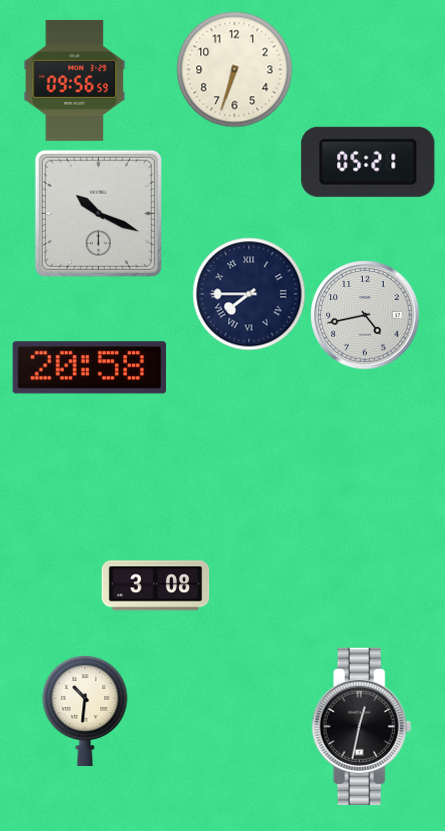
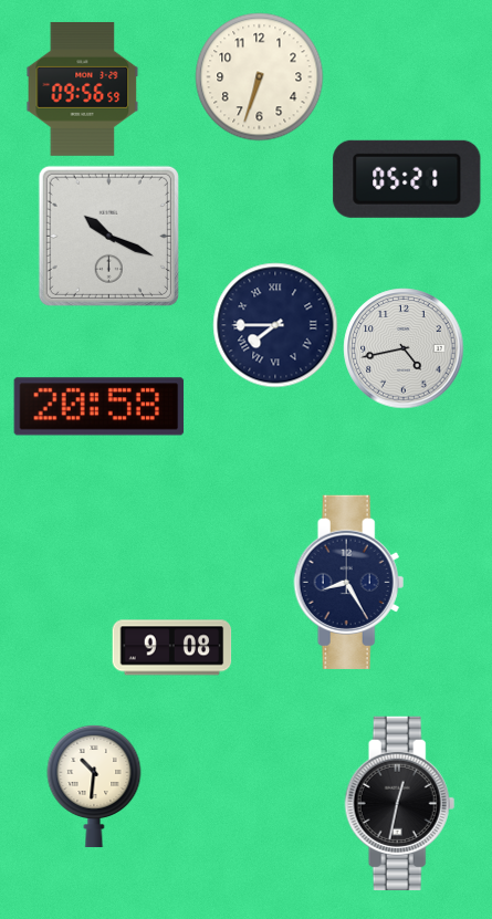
clock at (349, 582): none -> 8:25
clock at (156, 586): 3:08 -> 9:08
